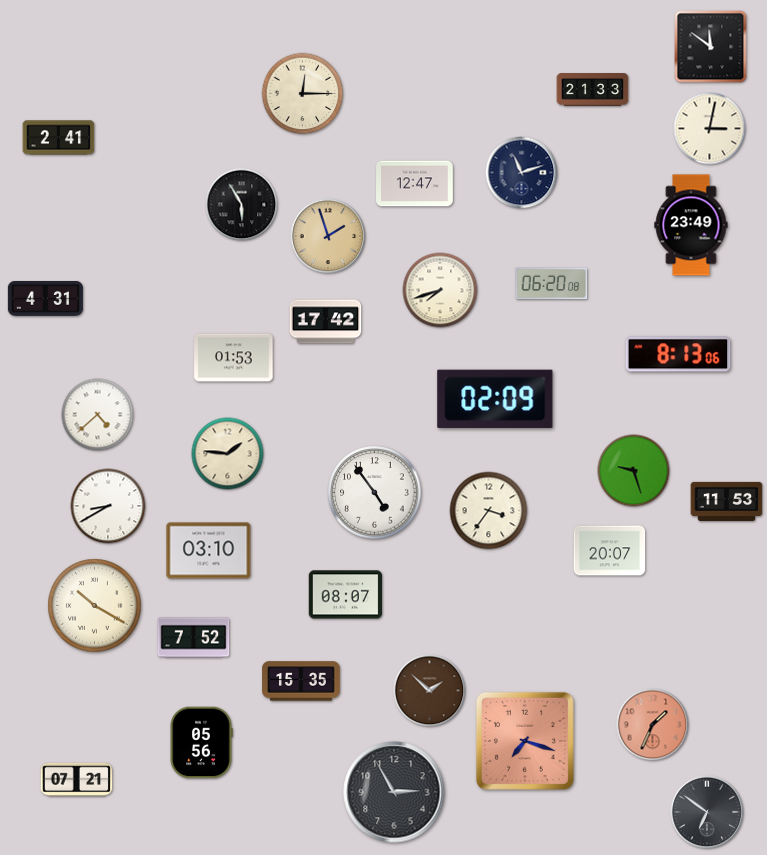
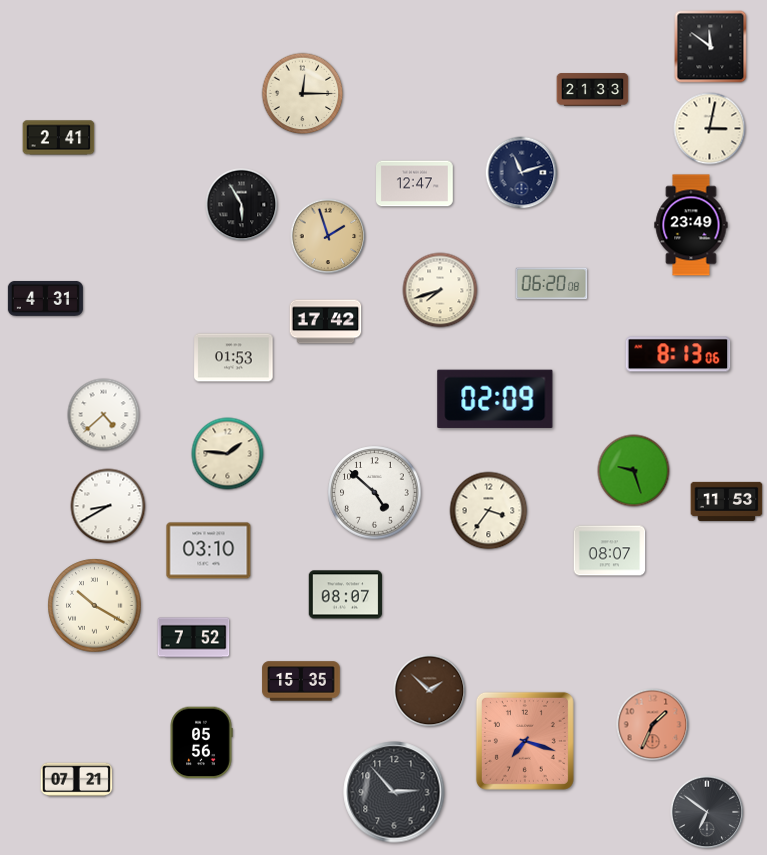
clock at (98, 415) position: (98, 415) -> (104, 415)
clock at (375, 493): 4:54 -> 4:52
clock at (610, 551): 20:07 -> 08:07
clock at (394, 792): 2:55 -> 2:53
